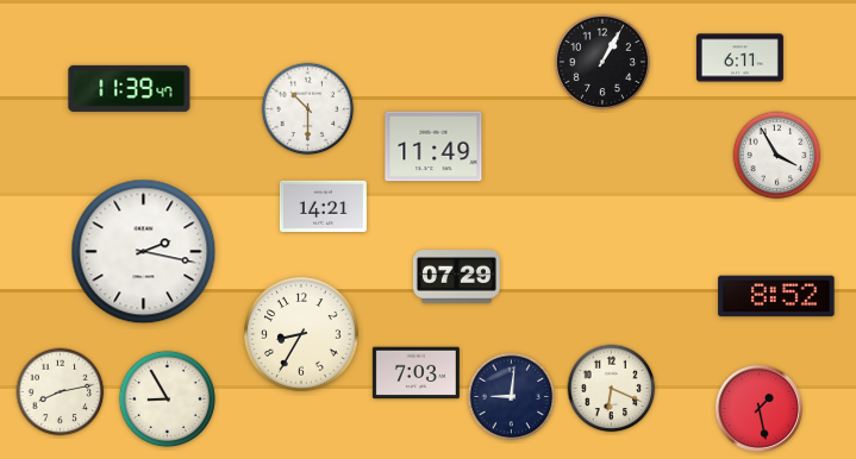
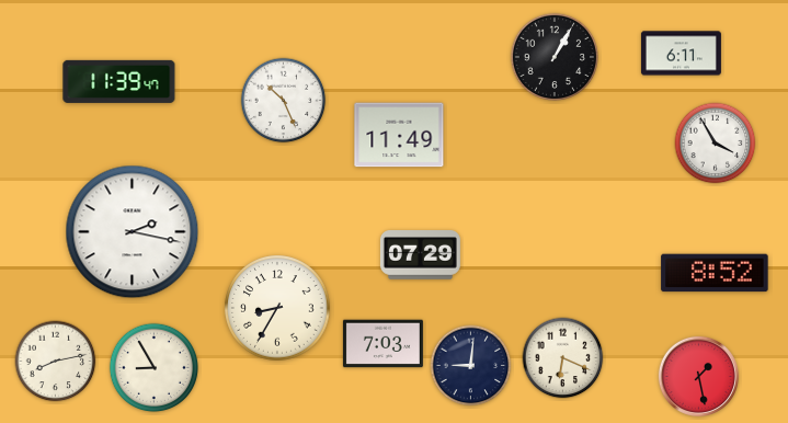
clock at (308, 109): 10:30 -> 10:26
clock at (323, 206): 14:21 -> none
